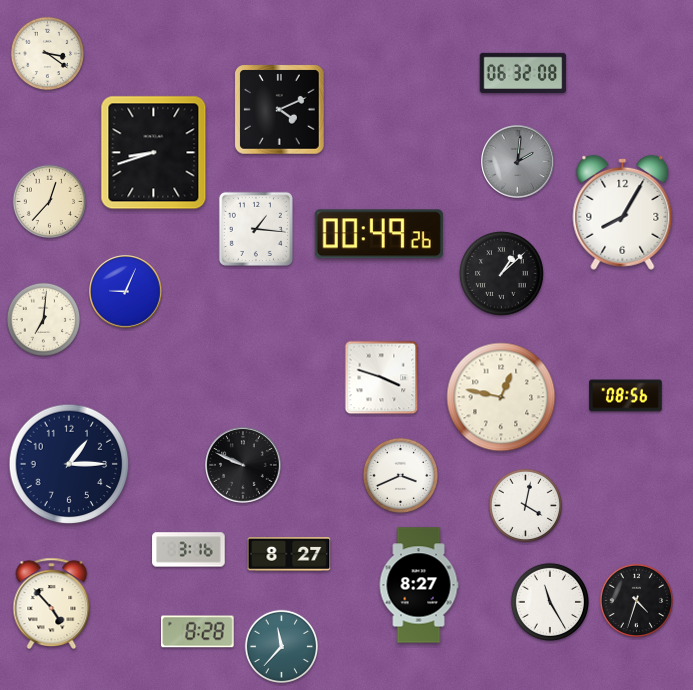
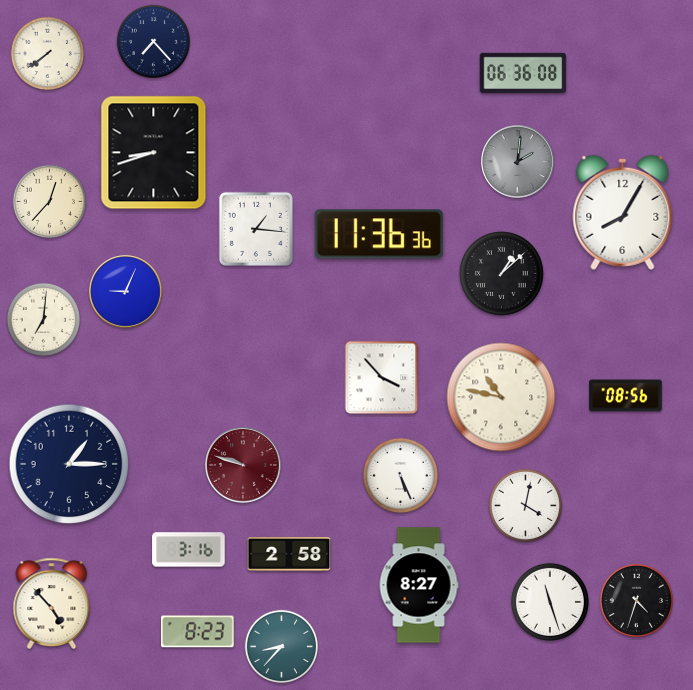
clock at (154, 42): none -> 7:23
clock at (48, 54): 3:21 -> 7:39
clock at (523, 72): 06:32 -> 06:36
clock at (280, 110): 4:11 -> none
clock at (379, 234): 00:49 -> 11:36
clock at (382, 378): 3:48 -> 3:53
clock at (501, 397): 12:47 -> 10:47
clock at (244, 466): 9:49 -> 9:48
clock at (244, 466) dial: black -> burgundy
clock at (400, 475): 3:41 -> 5:26
clock at (289, 555): 8:27 -> 2:58
clock at (550, 602): 11:25 -> 11:27
clock at (198, 632): 8:28 -> 8:23
clock at (282, 647): 11:37 -> 8:37
